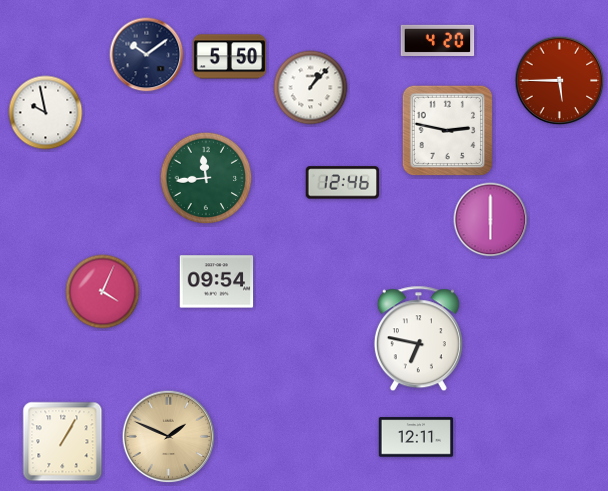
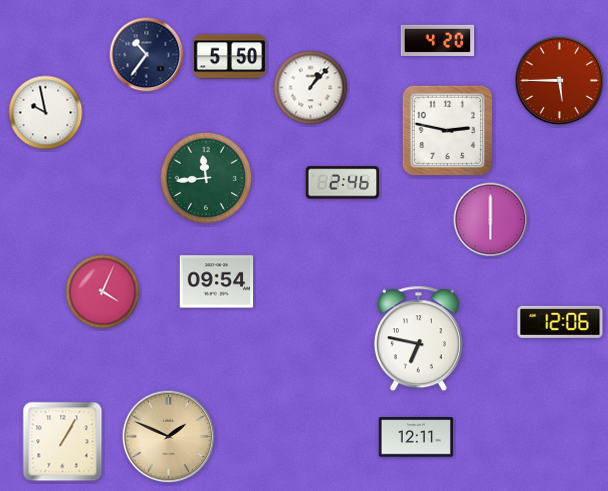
clock at (147, 55): 10:09 -> 10:36
clock at (343, 183): 12:46 -> 2:46
clock at (560, 322): none -> 12:06
